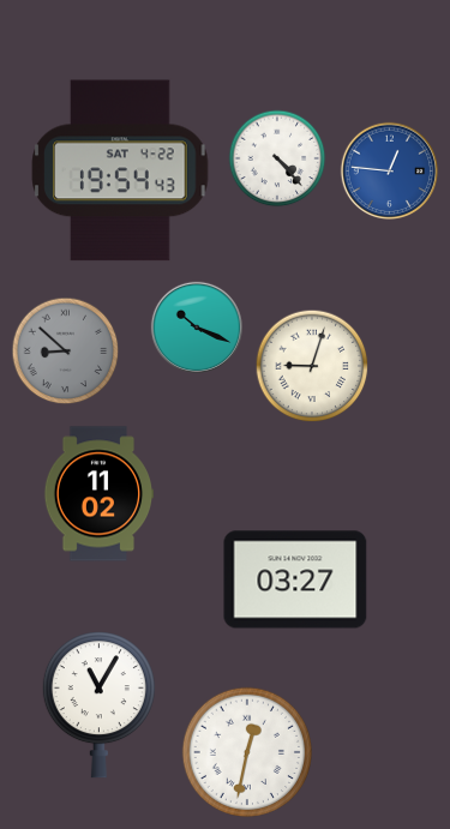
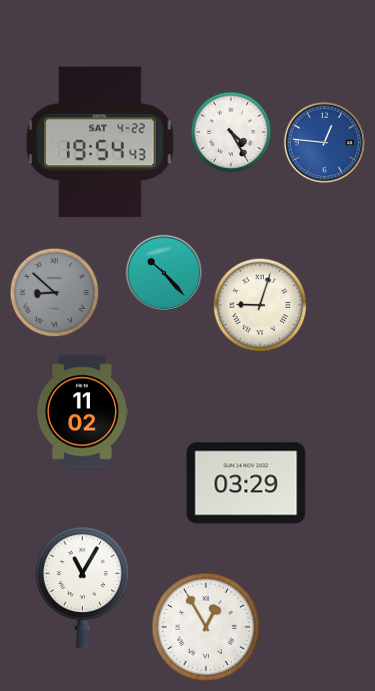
clock at (277, 158): 4:23 -> 4:25
clock at (196, 326): 10:19 -> 10:23
clock at (295, 579): 03:27 -> 03:29
clock at (246, 751): 12:32 -> 12:55
